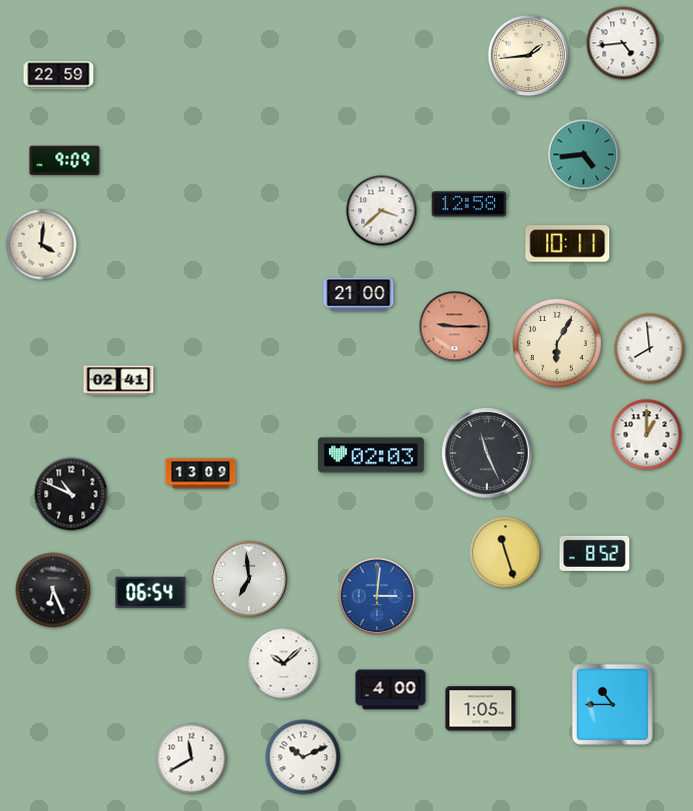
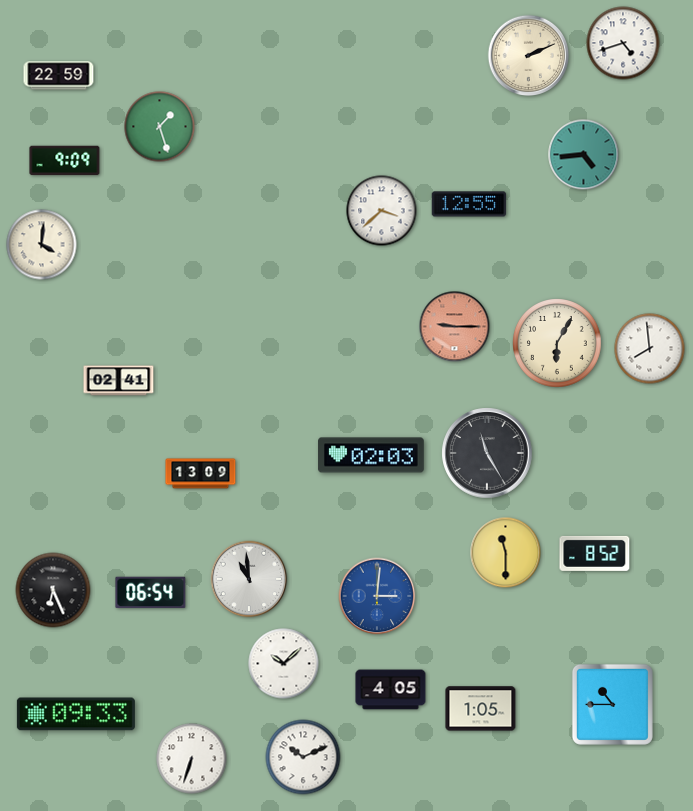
clock at (623, 43): 4:44 -> 4:42
clock at (529, 56): 1:44 -> 2:11
clock at (160, 127): none -> 1:27
clock at (469, 204): 12:58 -> 12:55
clock at (568, 244): 10:11 -> none
clock at (359, 295): 21:00 -> none
clock at (647, 435): 1:00 -> none
clock at (487, 453): 11:26 -> 11:25
clock at (71, 494): 10:49 -> none
clock at (506, 553): 11:27 -> 11:30
clock at (249, 579): 6:59 -> 10:59
clock at (391, 690): 4:00 -> 4:05
clock at (76, 714): none -> 09:33
clock at (192, 759): 11:40 -> 6:33
